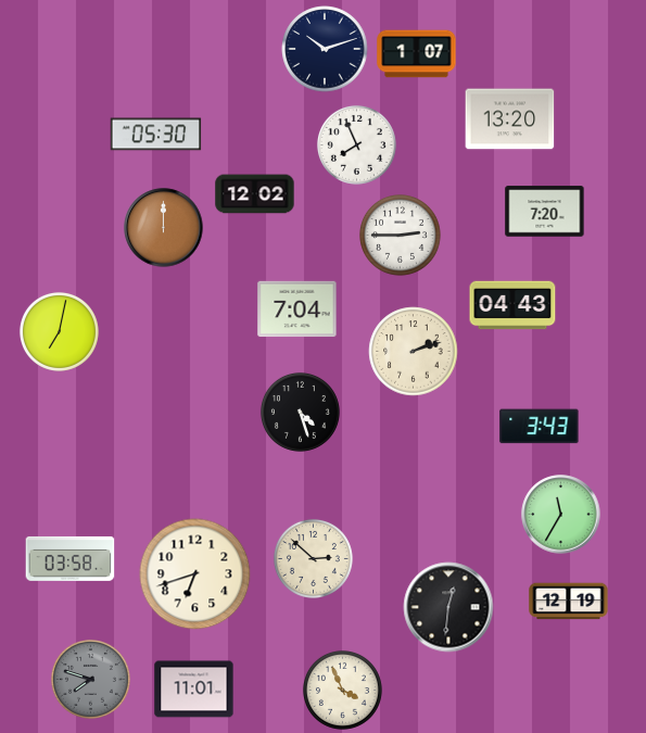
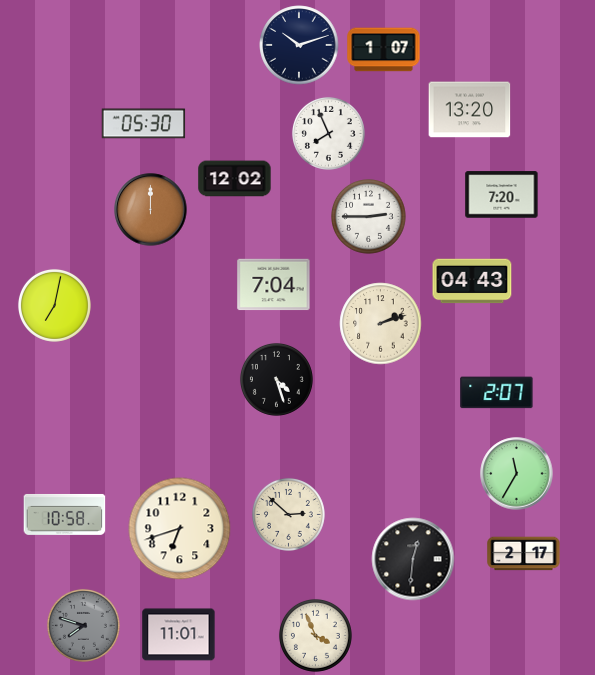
clock at (540, 427): 3:43 -> 2:07
clock at (71, 558): 03:58 -> 10:58
clock at (569, 602): 12:19 -> 2:17
